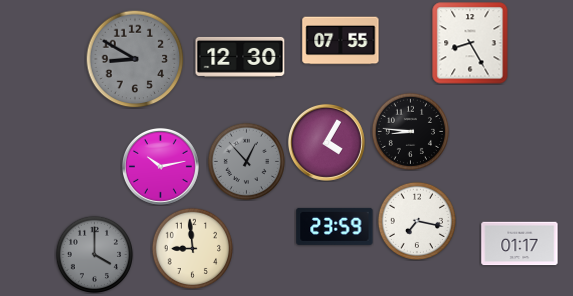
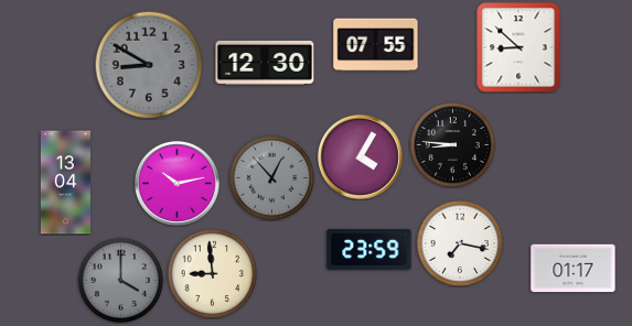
clock at (470, 43): 8:25 -> 8:52
clock at (65, 183): none -> 13:04
clock at (94, 254) position: (94, 254) -> (120, 280)
